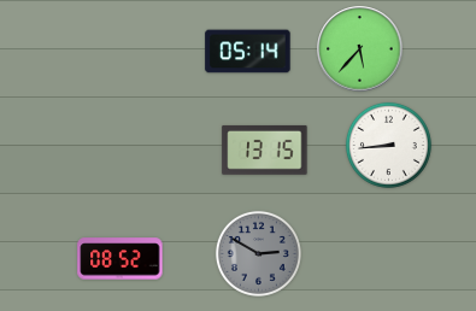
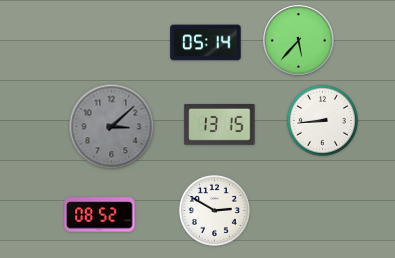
clock at (112, 127): none -> 3:08
clock at (258, 253) dial: grey -> white
